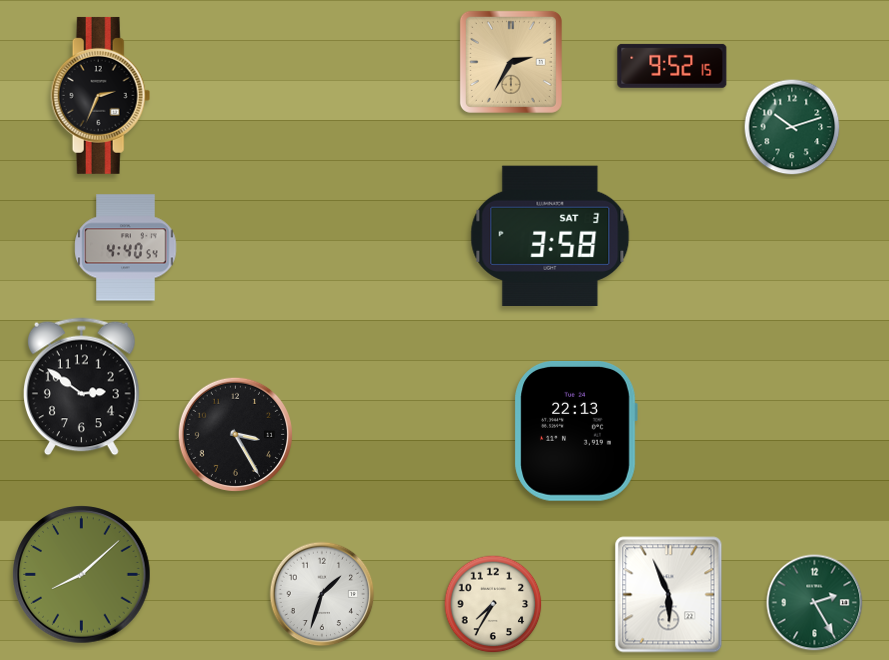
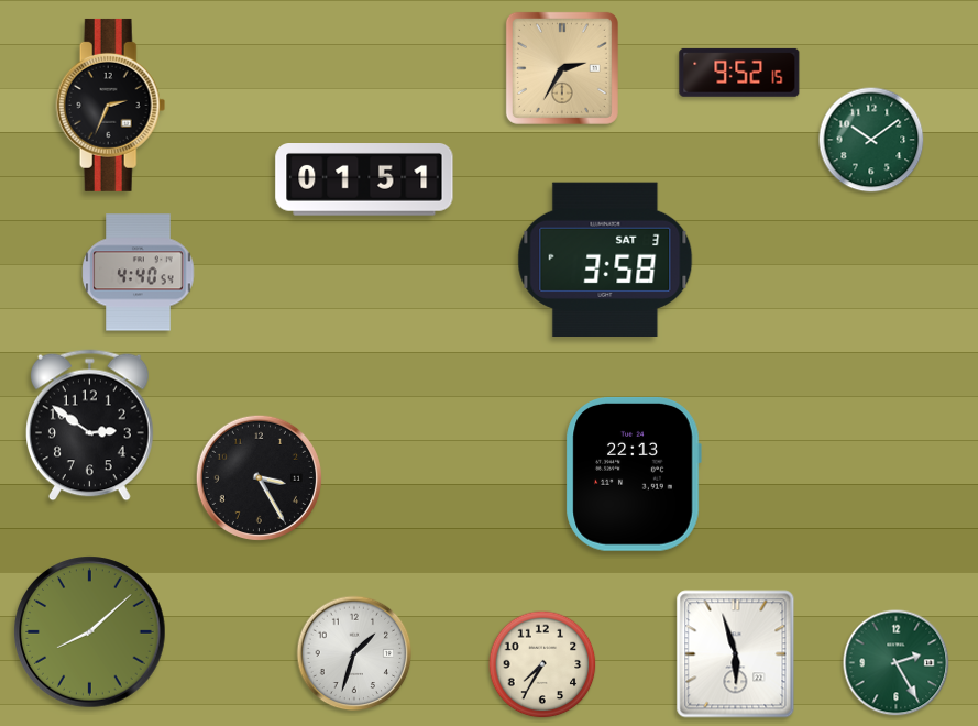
clock at (792, 127): 10:12 -> 10:09
clock at (364, 179): none -> 01:51
clock at (669, 595): 5:56 -> 5:57
